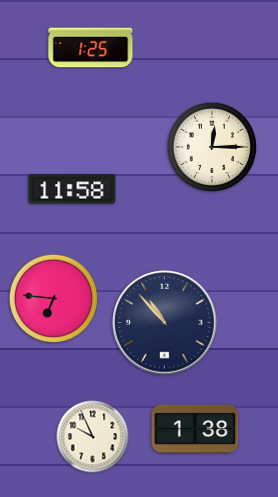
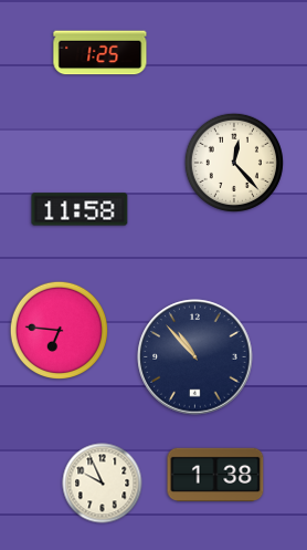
clock at (212, 147): 12:15 -> 12:23
clock at (165, 323) position: (165, 323) -> (195, 357)
